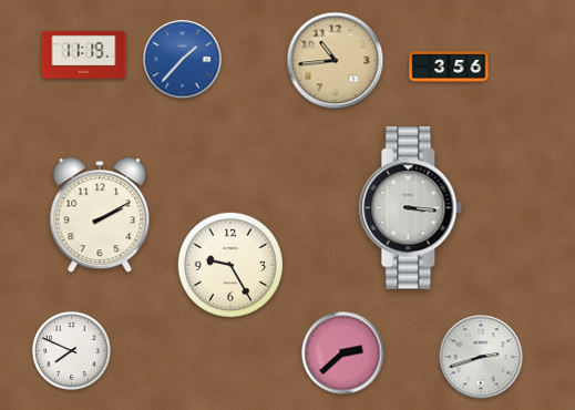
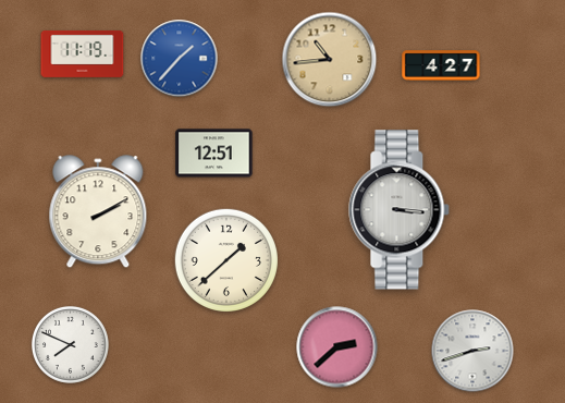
clock at (449, 66): 3:56 -> 4:27
clock at (214, 154): none -> 12:51
clock at (411, 208) position: (411, 208) -> (400, 210)
clock at (229, 264): 9:25 -> 1:38
